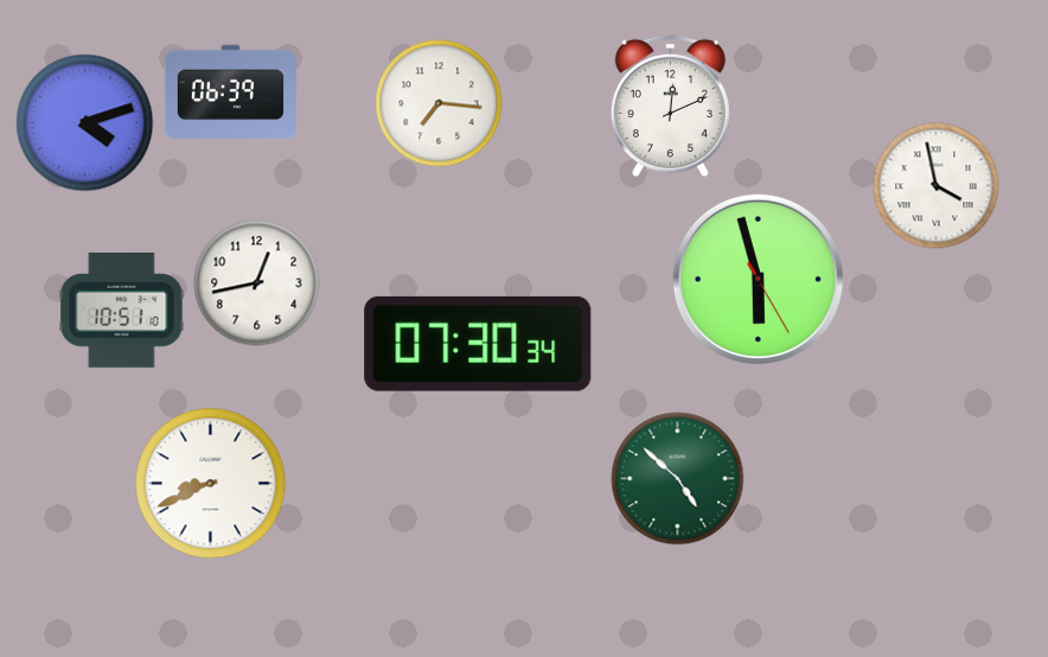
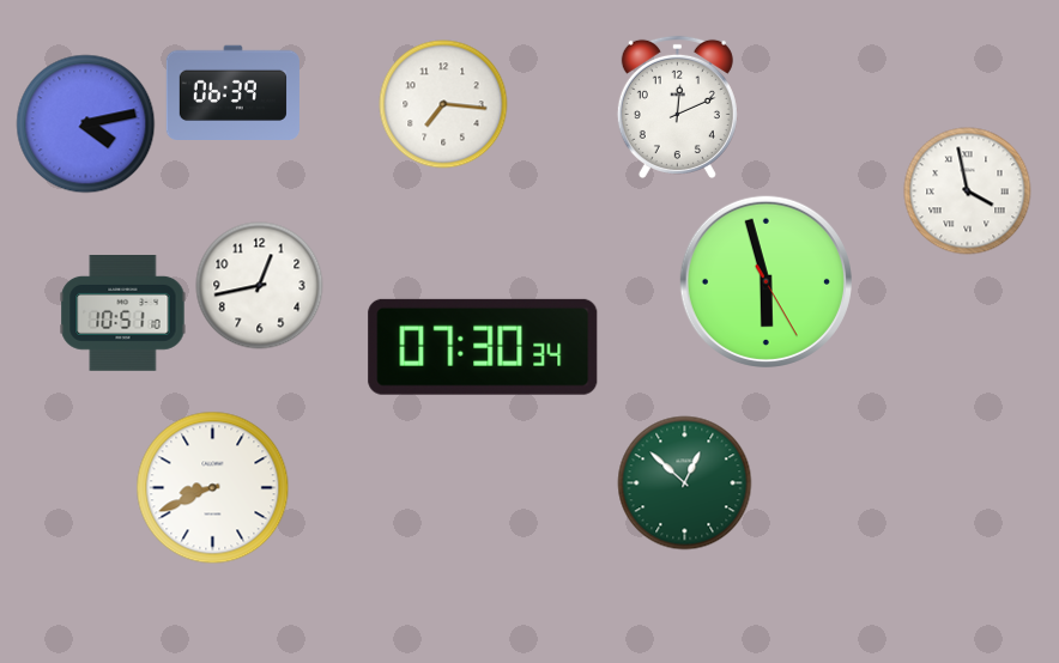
clock at (85, 123): 4:12 -> 4:13
clock at (937, 186) position: (937, 186) -> (968, 191)
clock at (678, 479): 4:52 -> 12:52
